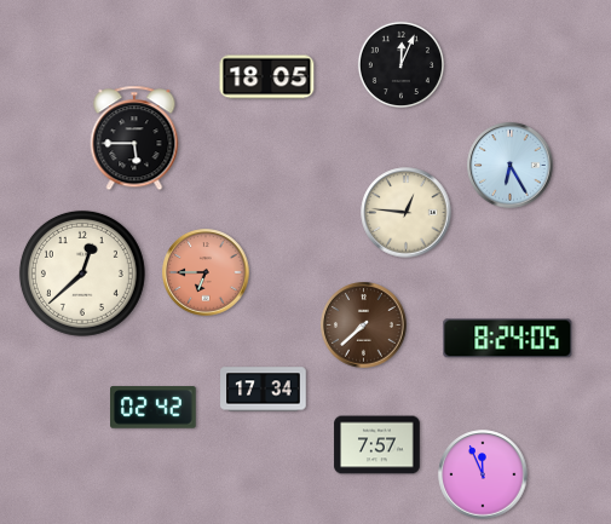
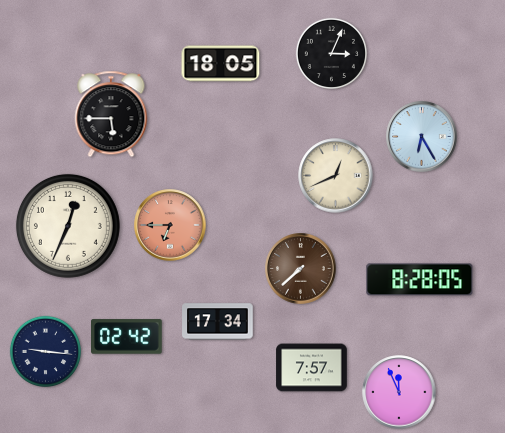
clock at (400, 64): 12:04 -> 3:04
clock at (407, 213): 12:46 -> 12:41
clock at (82, 273): 12:38 -> 12:34
clock at (508, 339): 8:24 -> 8:28
clock at (45, 351): none -> 9:16
